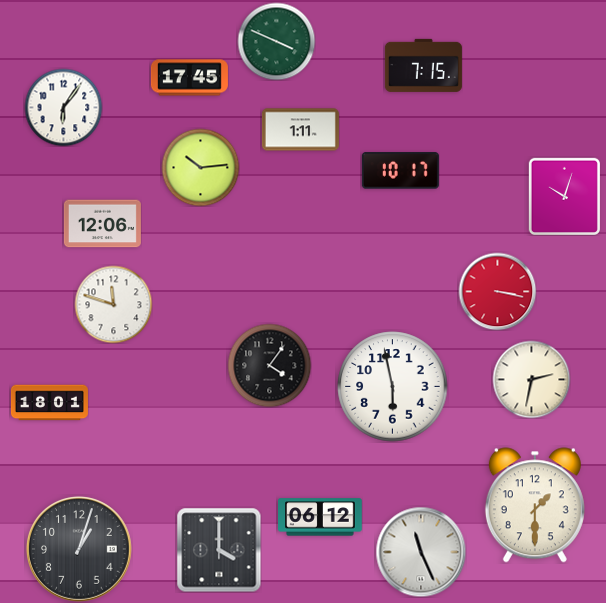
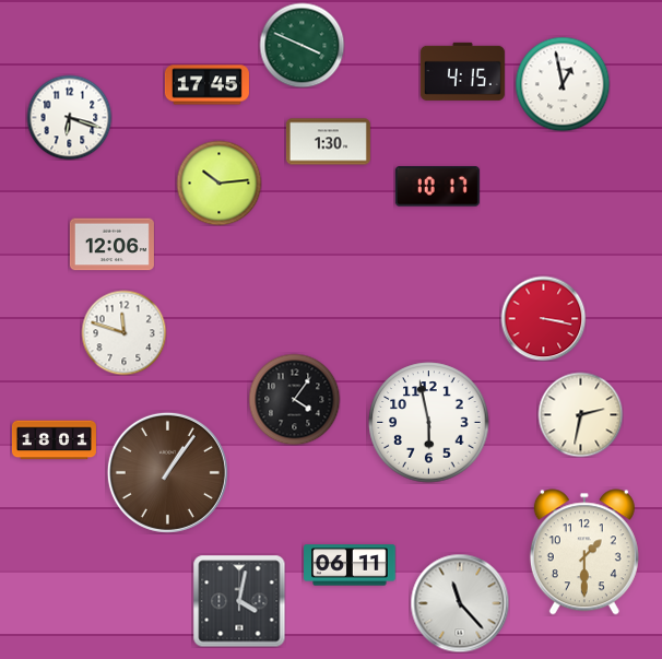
clock at (423, 65): 7:15 -> 4:15
clock at (563, 84): none -> 12:58
clock at (63, 107): 6:06 -> 6:18
clock at (300, 130): 1:11 -> 1:30
clock at (564, 196): 10:03 -> none
clock at (167, 472): none -> 1:06
clock at (320, 517): 06:12 -> 06:11
clock at (79, 549): 1:03 -> none
clock at (219, 550): 4:00 -> 4:02
clock at (421, 552): 11:26 -> 11:23
